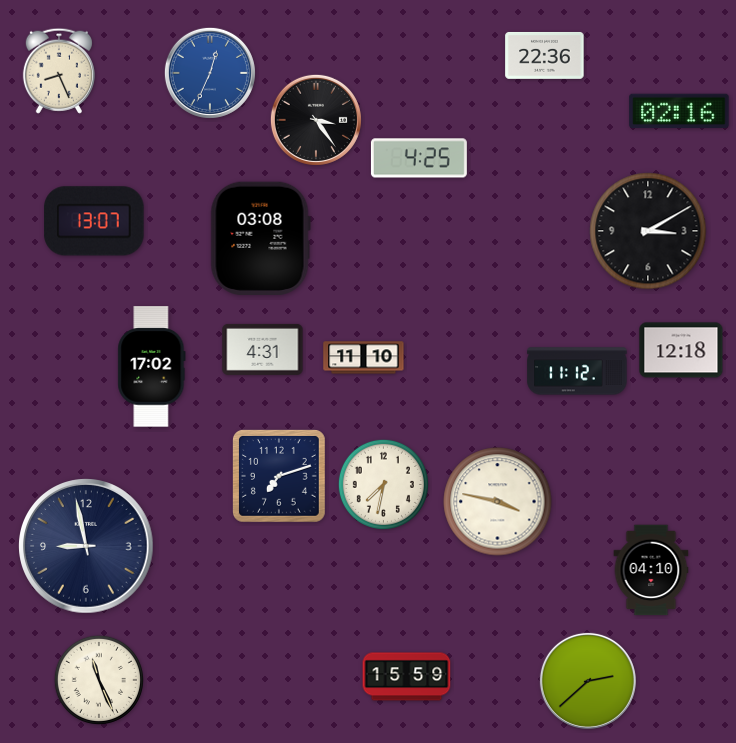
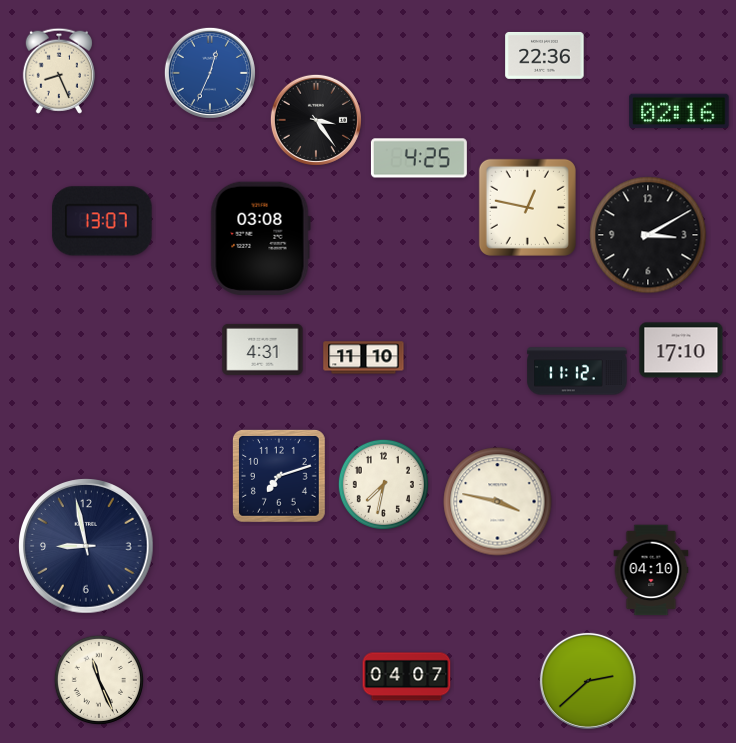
clock at (527, 207): none -> 12:47
clock at (94, 221) position: (94, 221) -> (102, 221)
clock at (648, 231) position: (648, 231) -> (648, 235)
clock at (681, 350): 12:18 -> 17:10
clock at (152, 367): 17:02 -> none
clock at (407, 677): 15:59 -> 04:07
